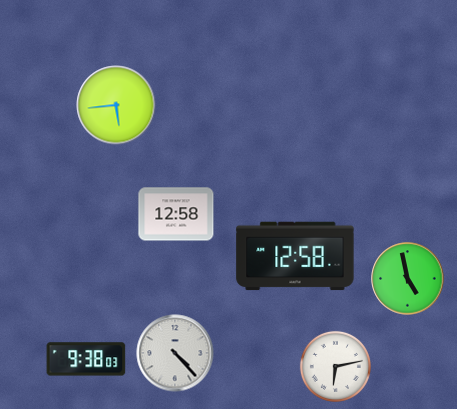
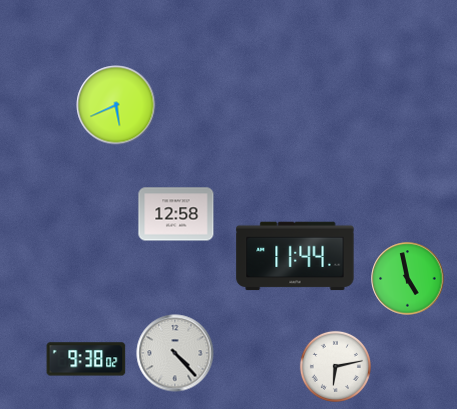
clock at (116, 105): 5:44 -> 5:41
clock at (295, 256): 12:58 -> 11:44
clock at (86, 359): 9:38:03 -> 9:38:02
